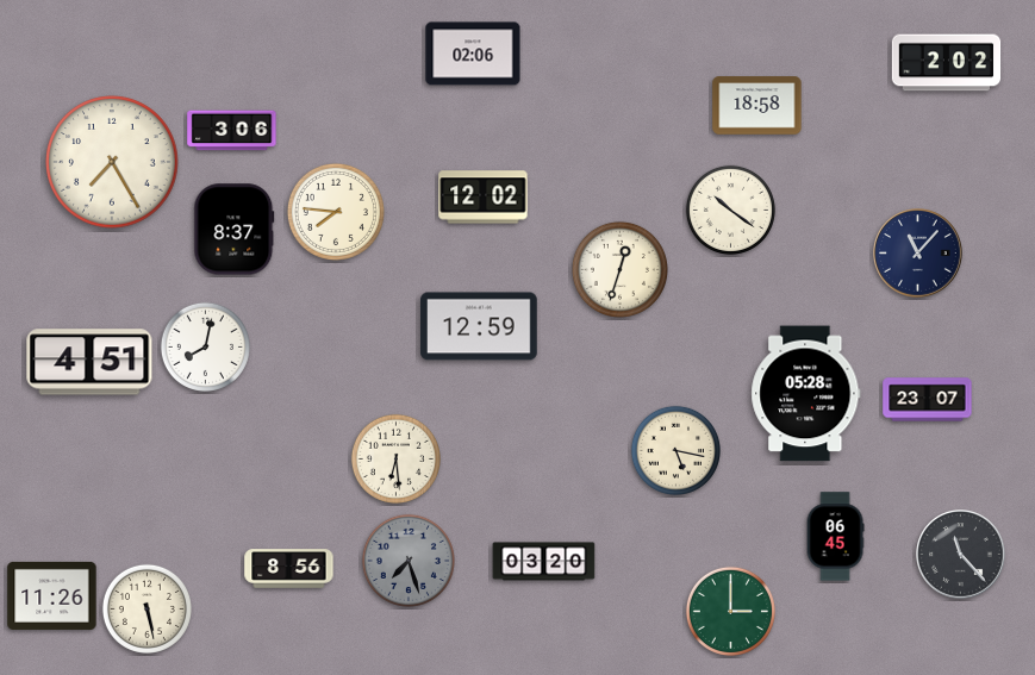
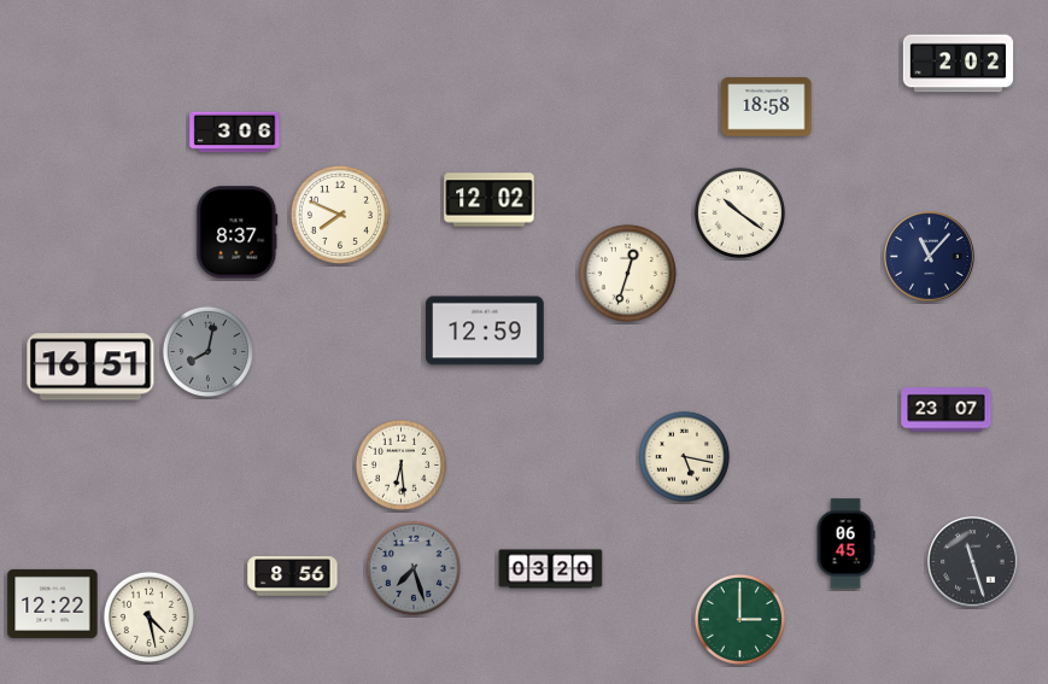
clock at (473, 54): 02:06 -> none
clock at (112, 162): 7:25 -> none
clock at (336, 212): 7:46 -> 7:49
clock at (205, 346) dial: white -> grey
clock at (89, 362): 4:51 -> 16:51
clock at (806, 394): 05:28 -> none
clock at (928, 400) position: (928, 400) -> (947, 410)
clock at (961, 555): 11:23 -> 11:27
clock at (52, 595): 11:26 -> 12:22
clock at (146, 608): 5:28 -> 4:28
